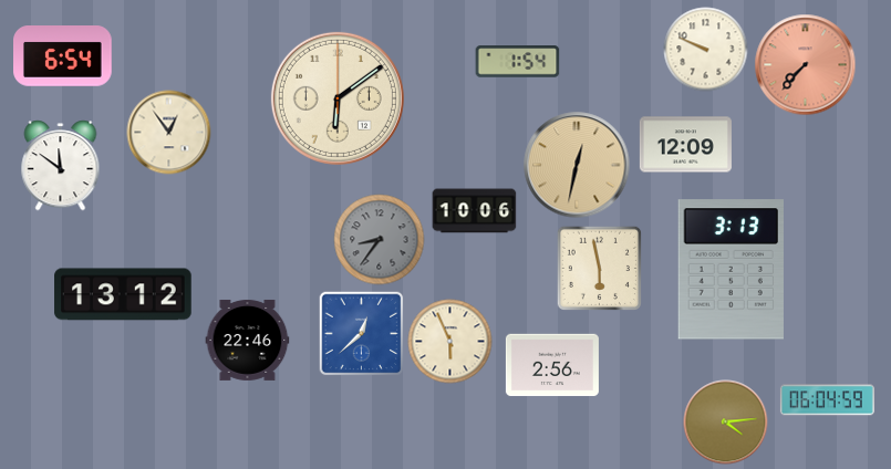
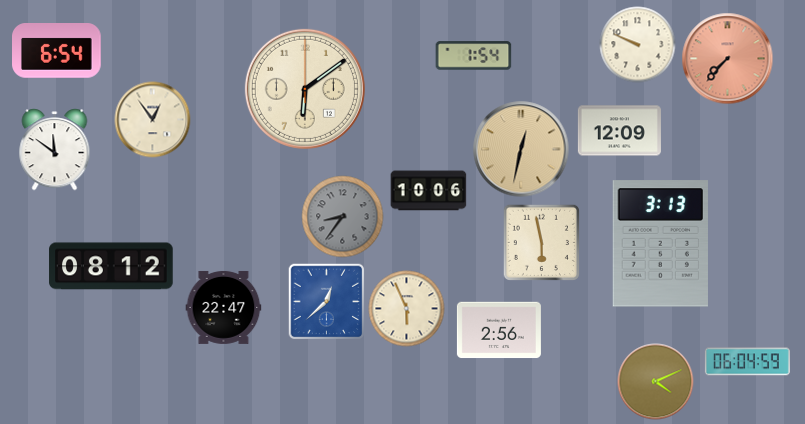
clock at (518, 62) position: (518, 62) -> (474, 56)
clock at (123, 294): 13:12 -> 08:12
clock at (248, 340): 22:46 -> 22:47
clock at (726, 423): 4:14 -> 4:11
